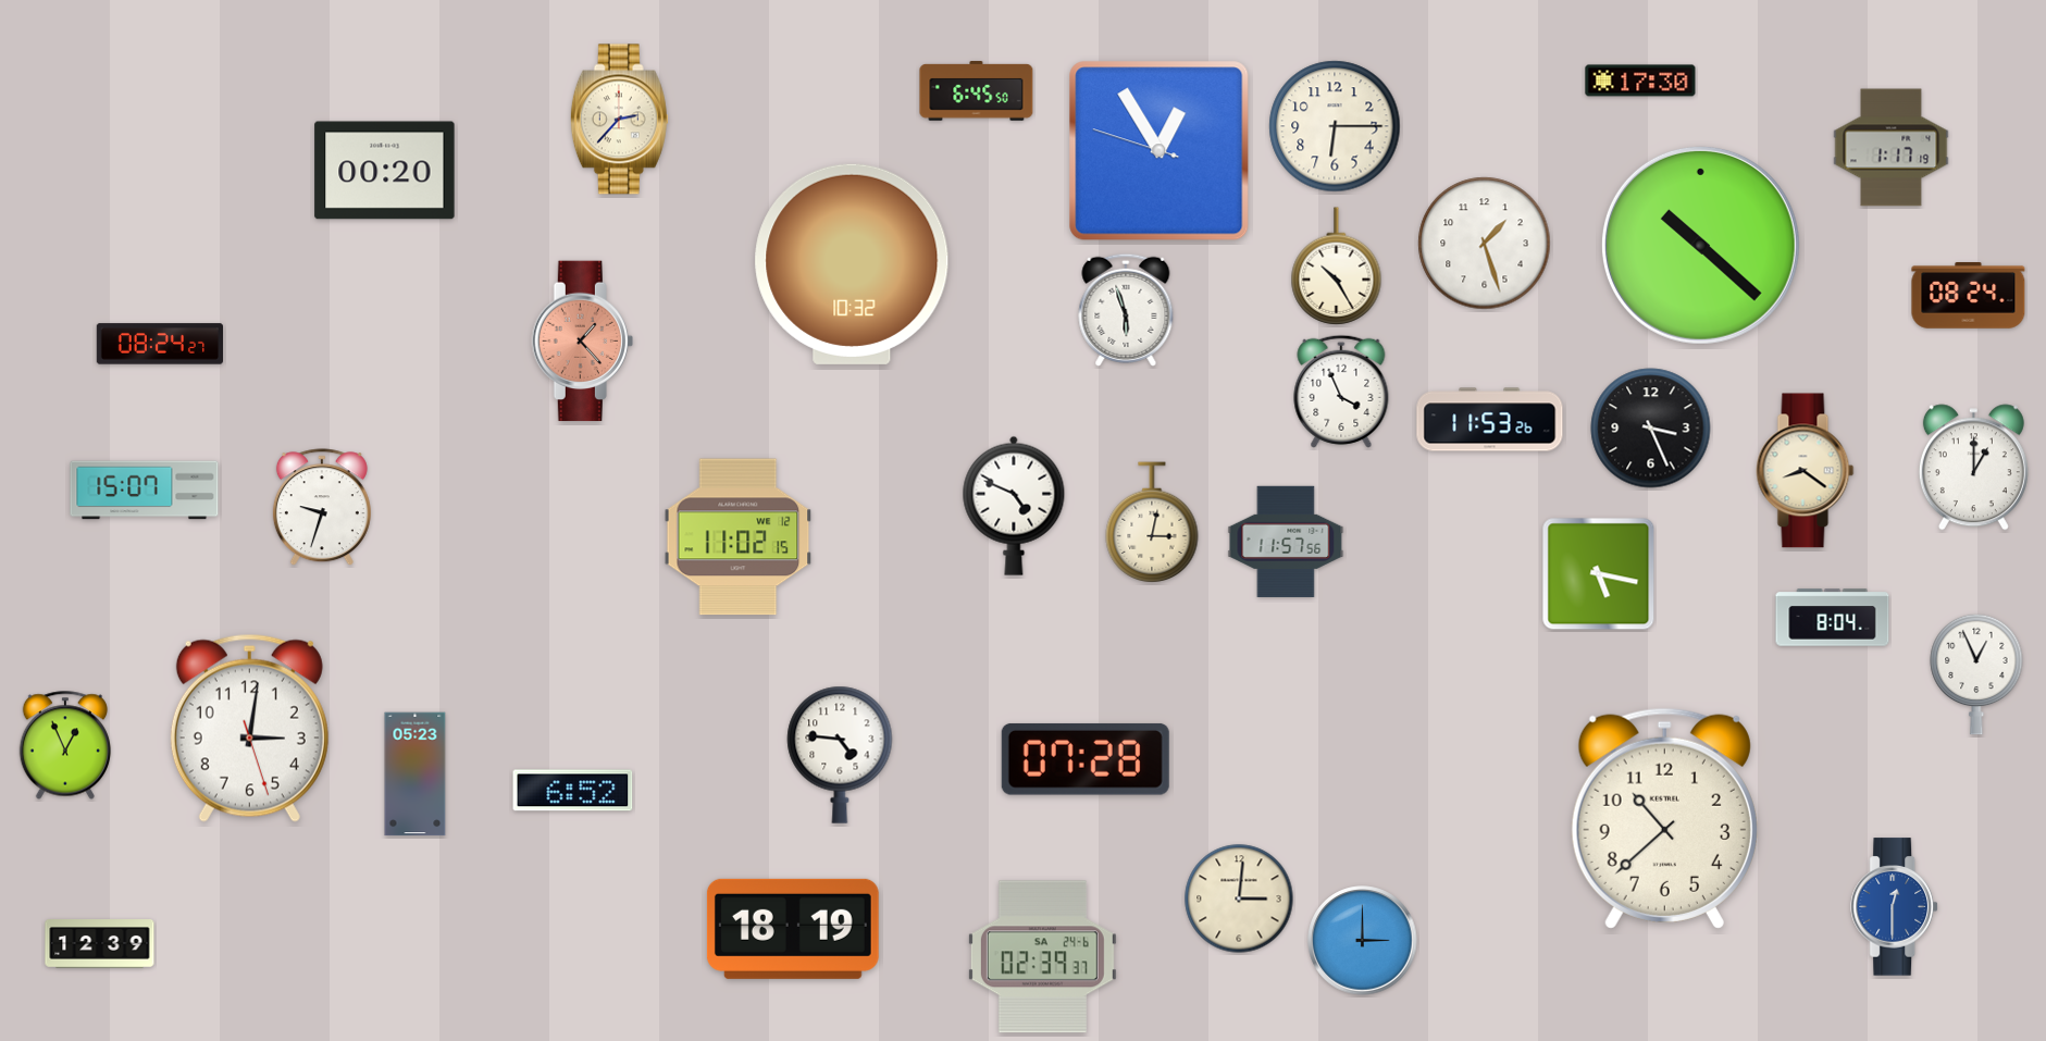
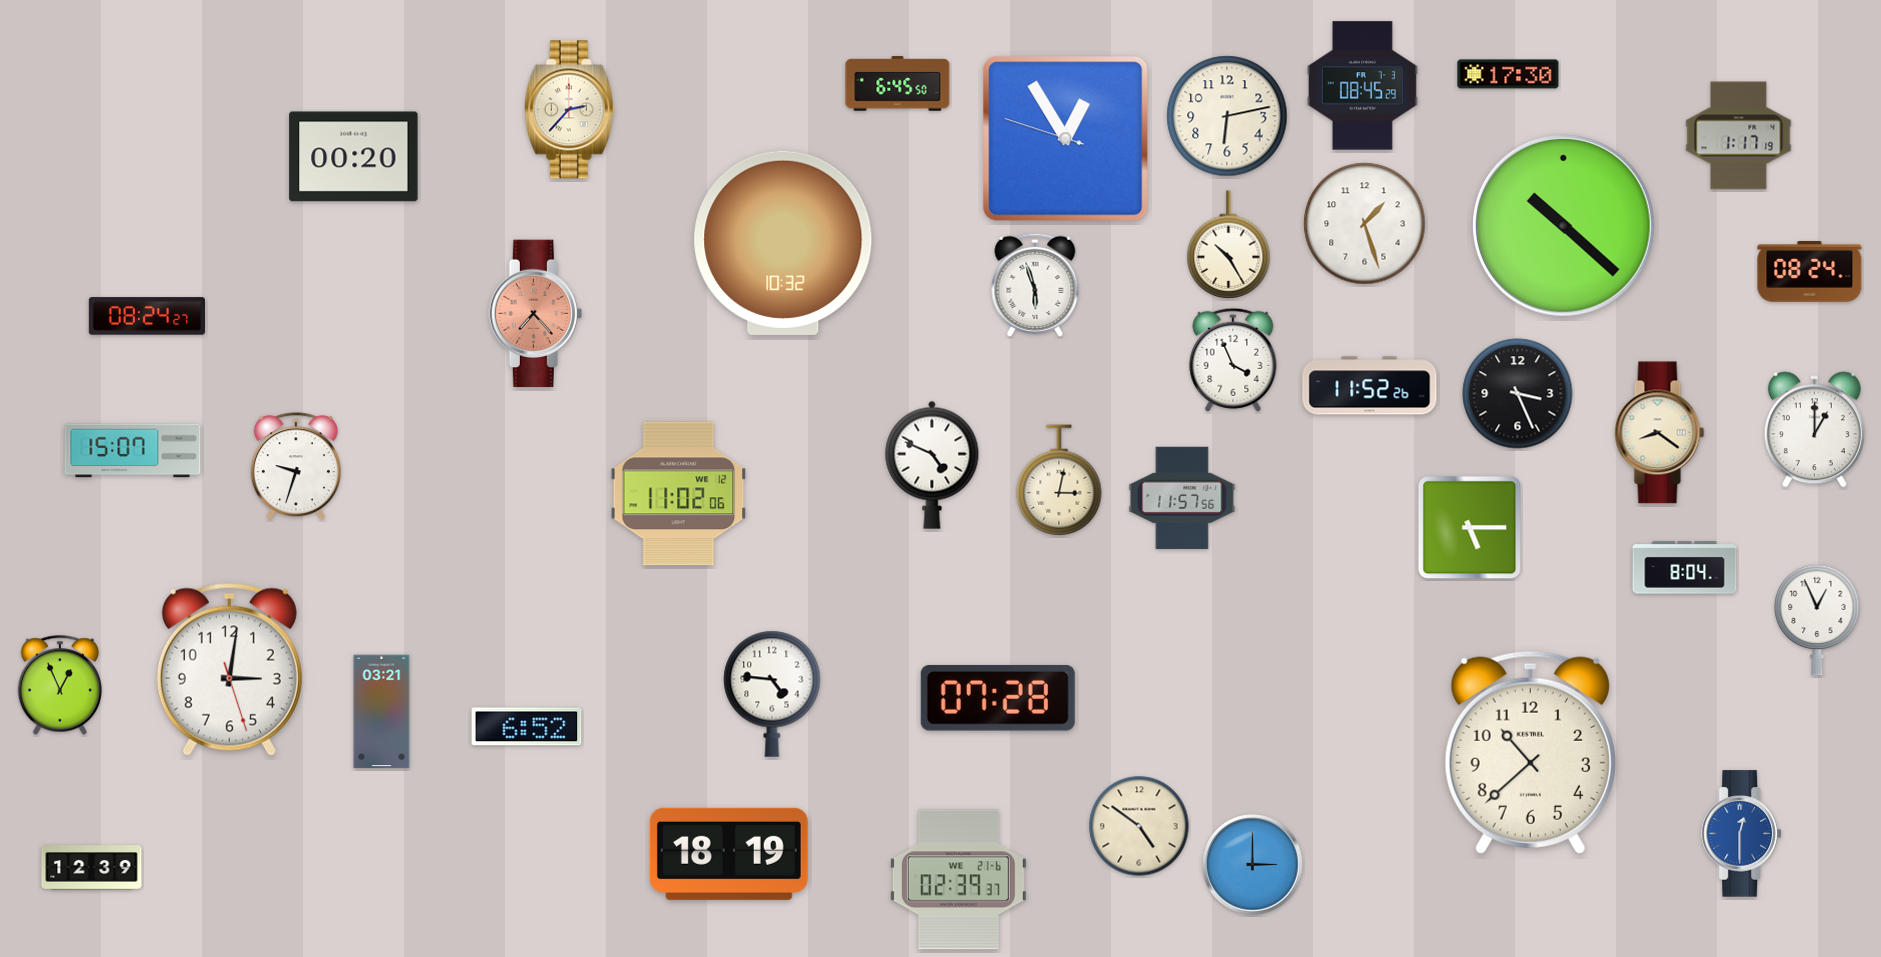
clock at (1362, 86): none -> 08:45
clock at (1335, 126): 6:15 -> 6:13
clock at (582, 342): 1:23 -> 7:23
clock at (1490, 420): 11:53 -> 11:52
clock at (739, 537): 11:02:15 -> 11:02:06
clock at (1599, 574): 5:17 -> 5:15
clock at (416, 774): 05:23 -> 03:21
clock at (1239, 899): 3:01 -> 4:51
clock at (1042, 957) date: SA 24-6 -> WE 21-6
